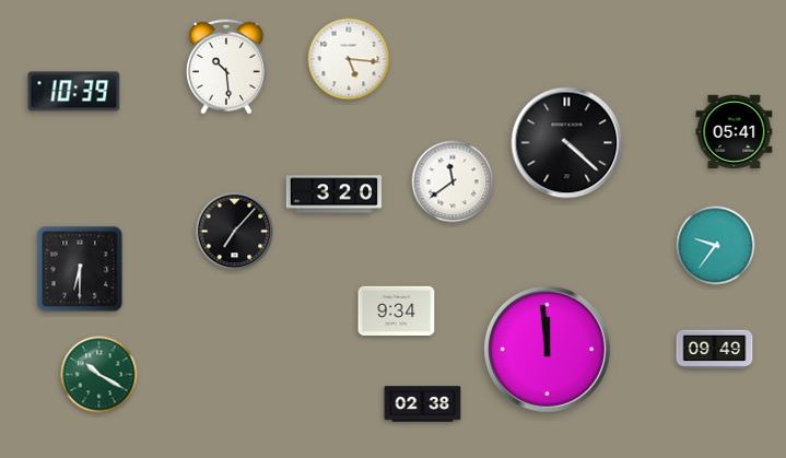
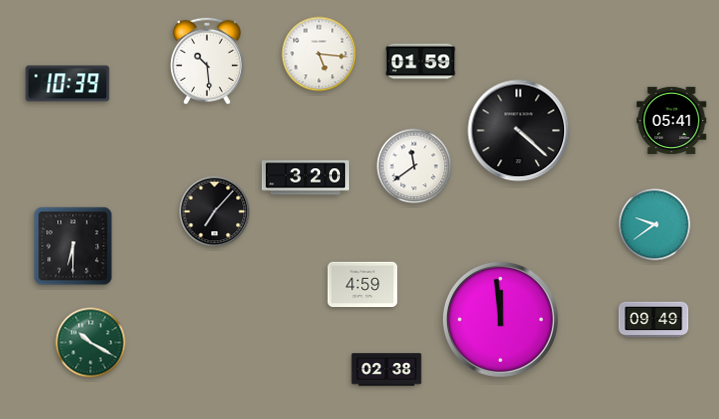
clock at (421, 62): none -> 01:59
clock at (716, 246): 9:36 -> 9:39
clock at (397, 310): 9:34 -> 4:59
